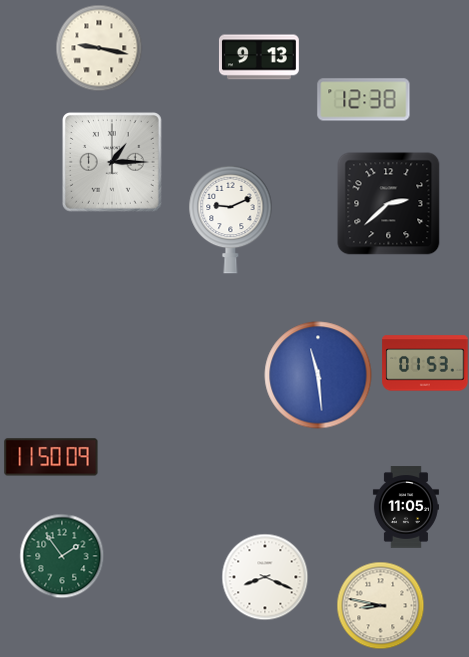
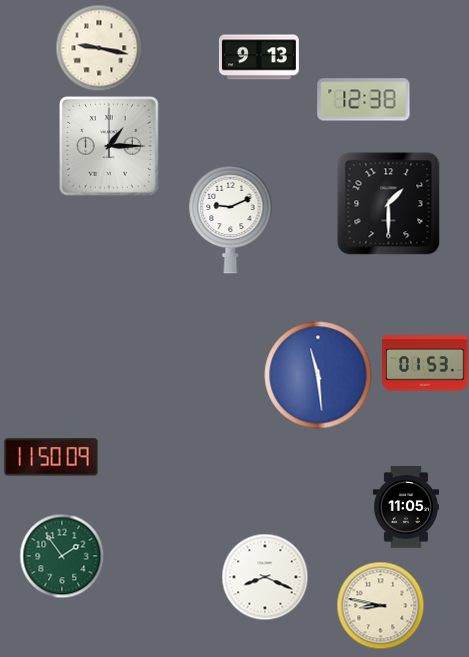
clock at (113, 163) position: (113, 163) -> (110, 147)
clock at (388, 204): 2:38 -> 1:30
